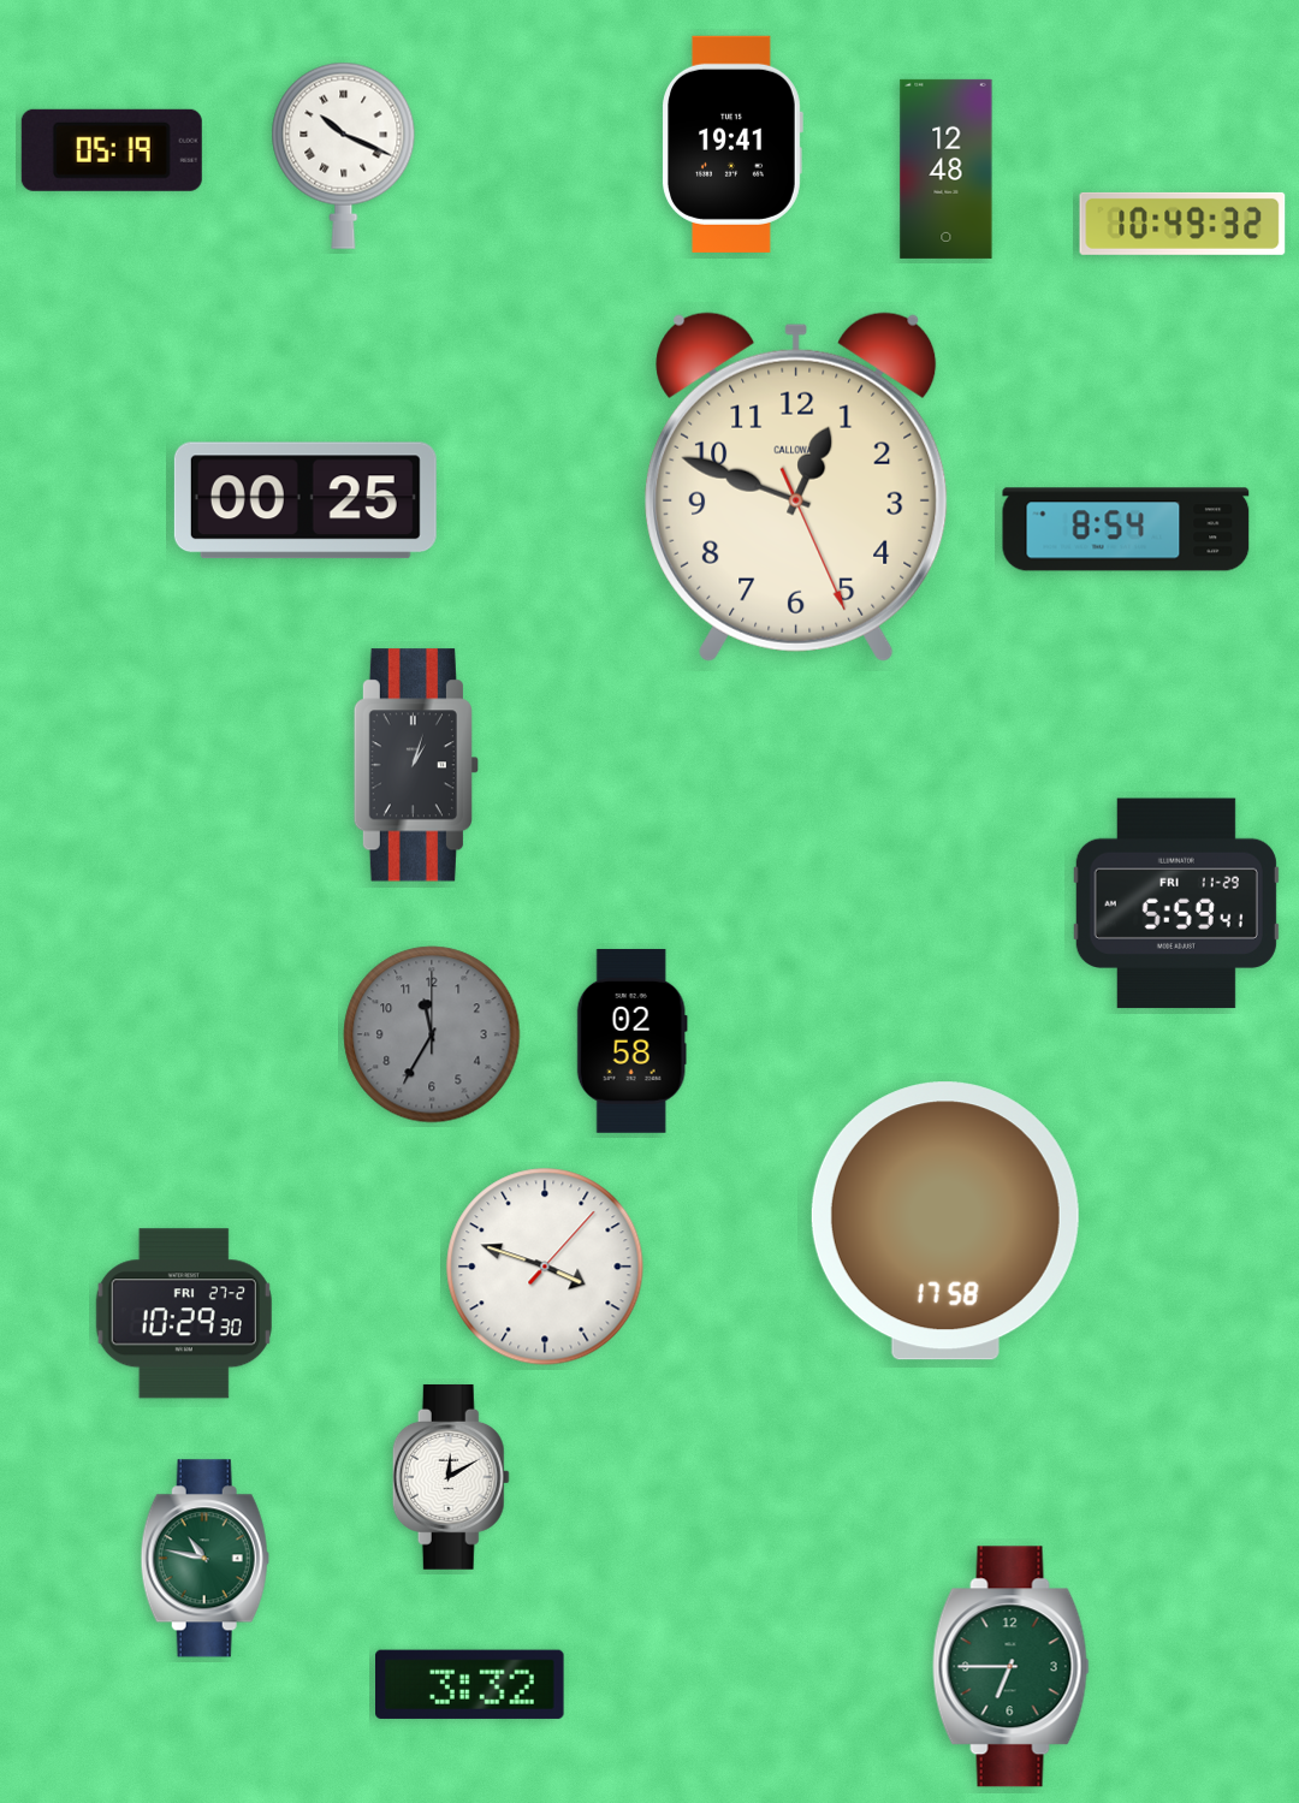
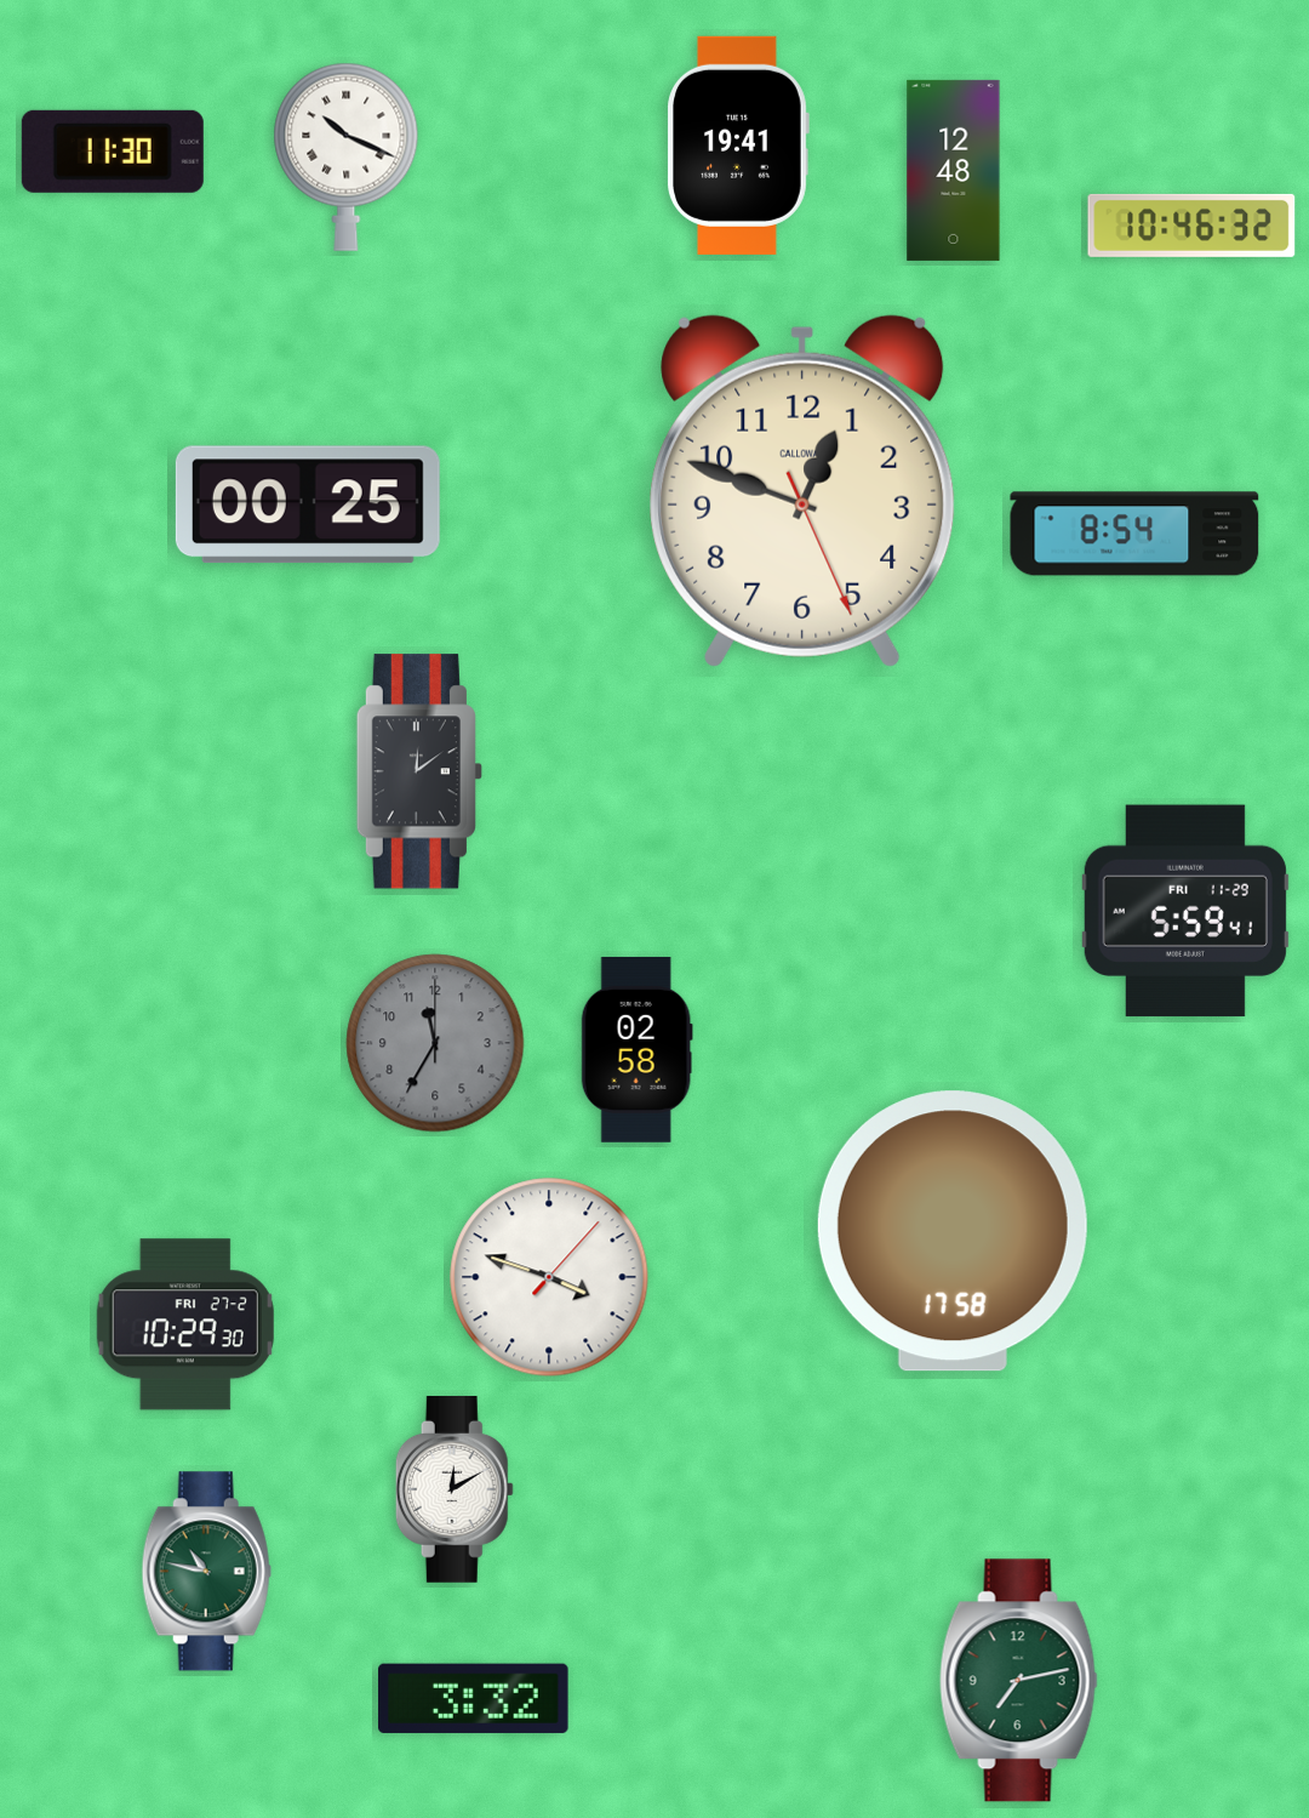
clock at (112, 150): 05:19 -> 11:30
clock at (1182, 224): 10:49 -> 10:46
clock at (416, 765): 1:03 -> 12:09
clock at (1010, 1667): 6:45 -> 7:13
